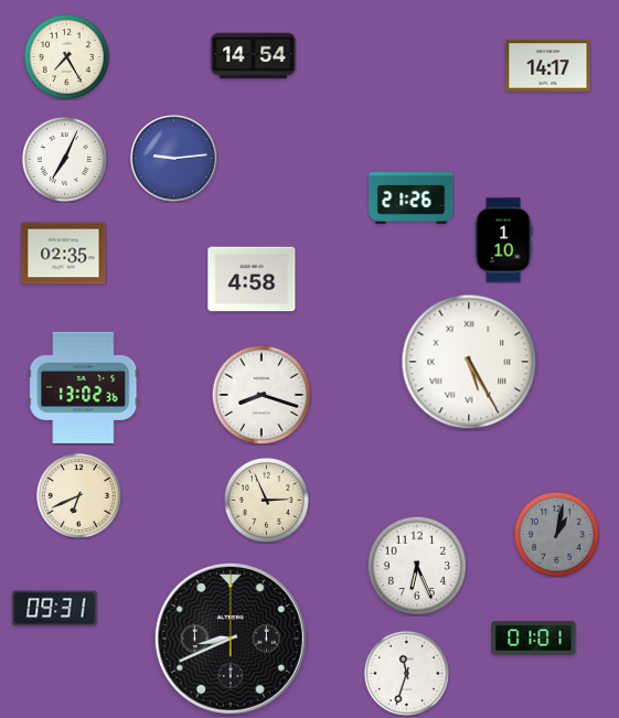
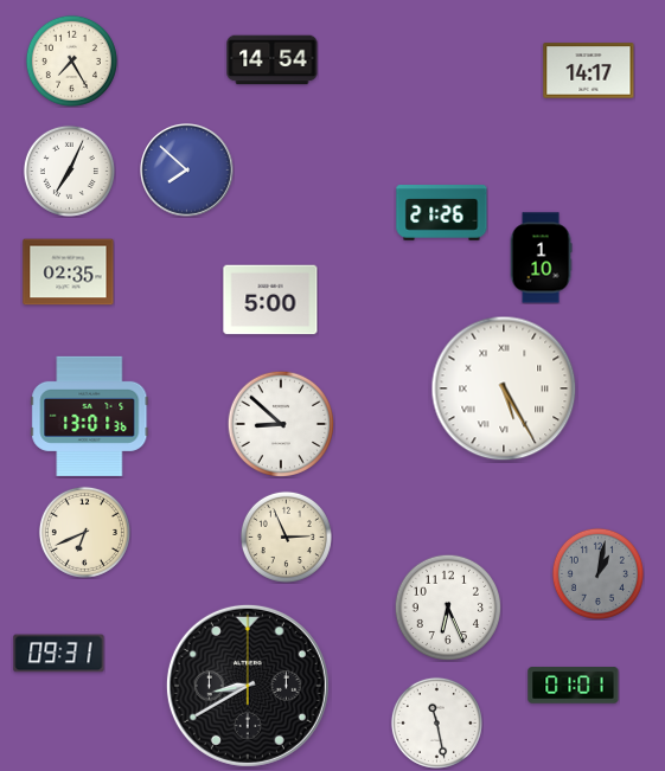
clock at (174, 159): 9:14 -> 7:52
clock at (252, 279): 4:58 -> 5:00
clock at (84, 387): 13:02 -> 13:01
clock at (260, 394): 8:18 -> 8:52
clock at (231, 639): 8:41 -> 8:40
clock at (406, 673): 11:33 -> 11:28
